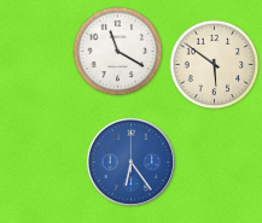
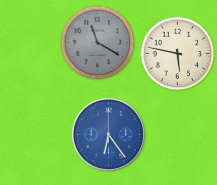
clock at (118, 52) dial: white -> grey
clock at (215, 65): 5:51 -> 5:47
